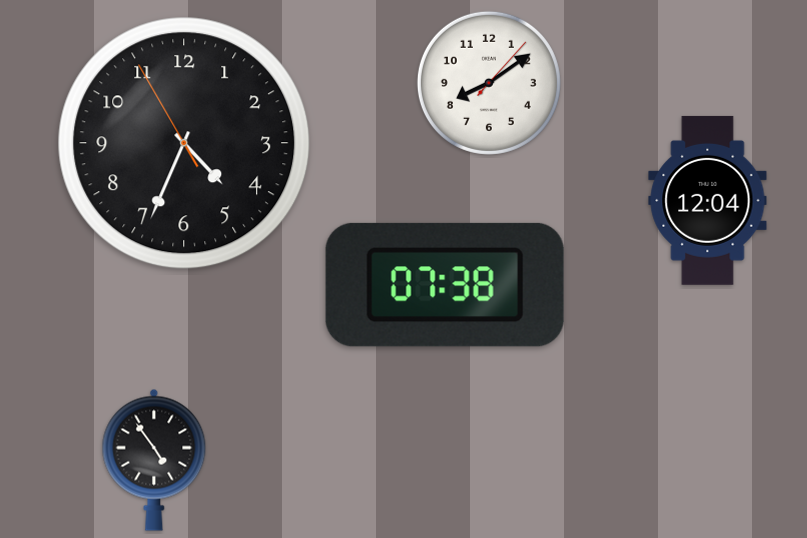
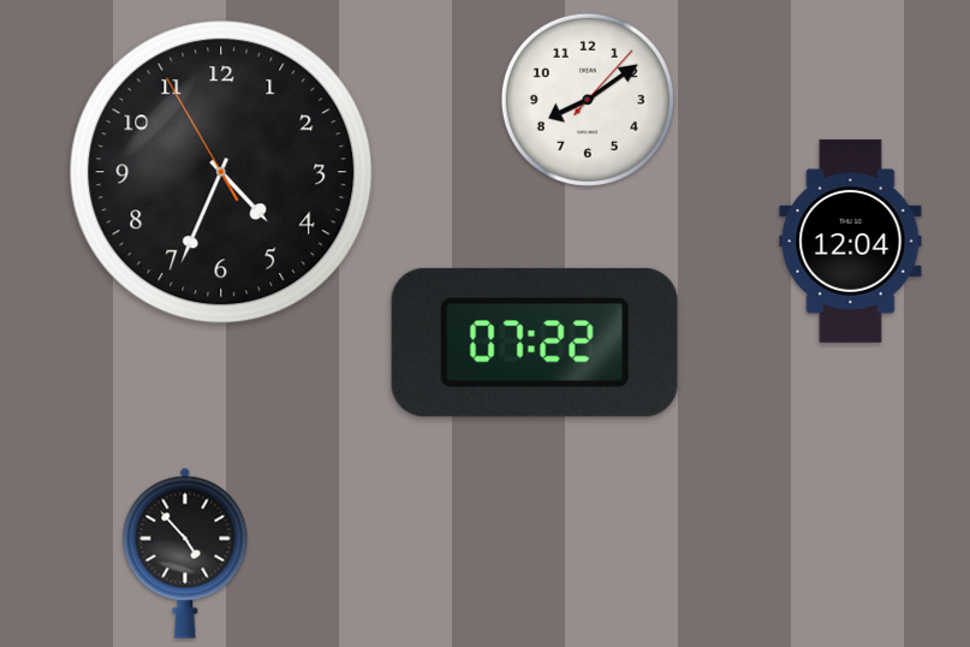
clock at (445, 285): 07:38 -> 07:22
clock at (154, 460): 4:54 -> 4:53
